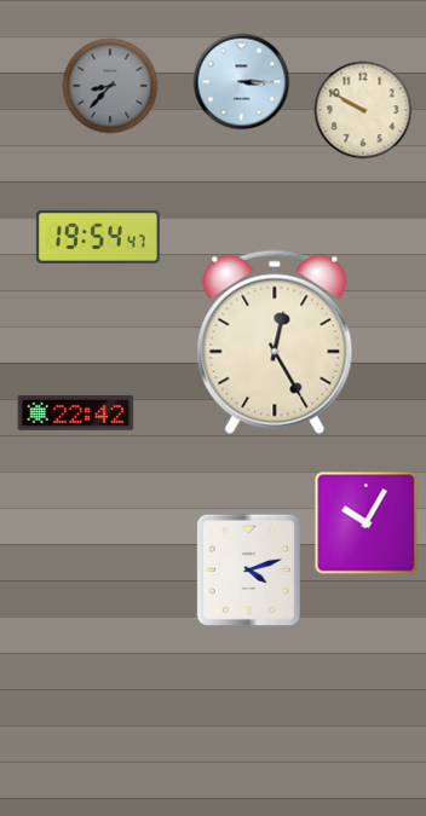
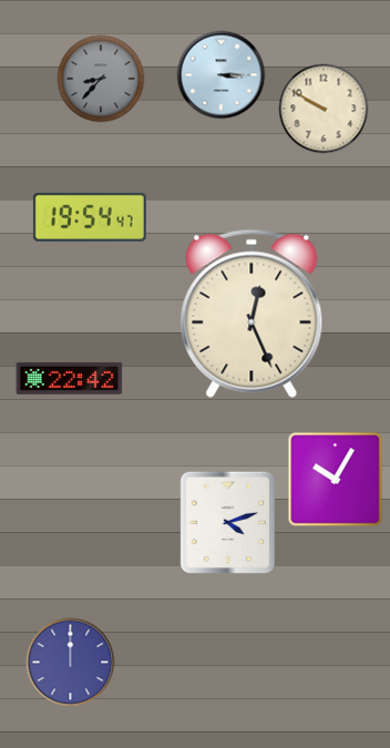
clock at (363, 110) position: (363, 110) -> (324, 109)
clock at (275, 342): 12:25 -> 12:26
clock at (71, 663): none -> 12:00
